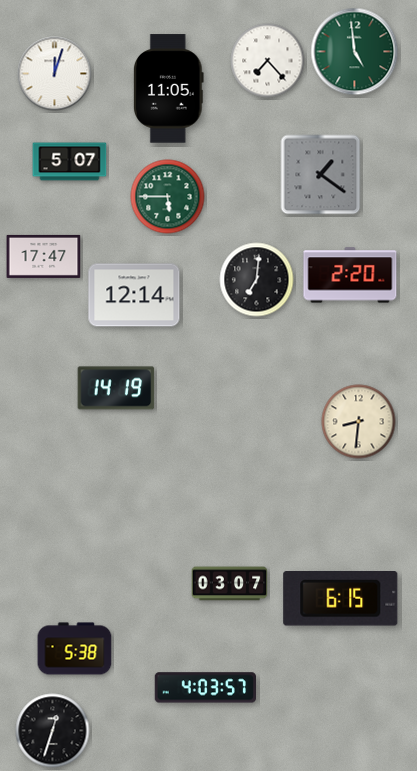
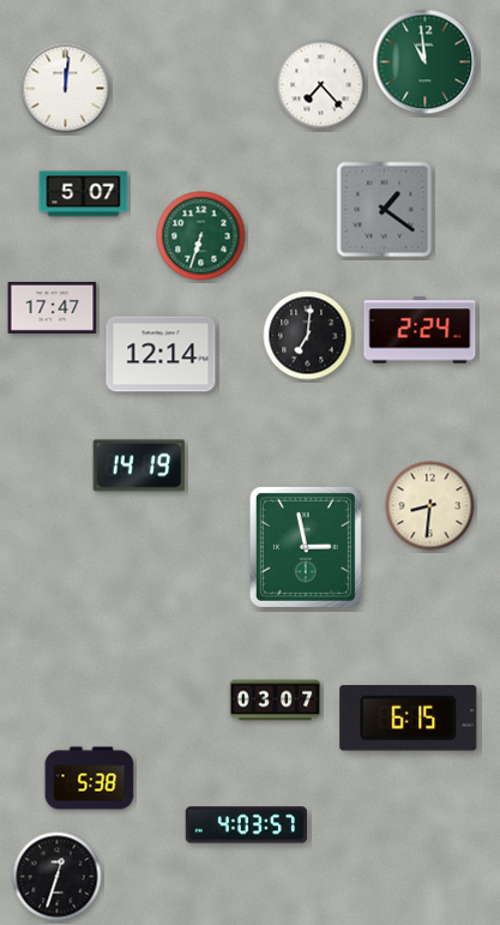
clock at (355, 52): 4:59 -> 10:59
clock at (268, 61) position: (268, 61) -> (321, 85)
clock at (55, 74): 12:03 -> 12:01
clock at (168, 89): 11:05 -> none
clock at (168, 197): 5:45 -> 6:33
clock at (350, 275): 2:20 -> 2:24
clock at (306, 547): none -> 2:58
clock at (53, 731) position: (53, 731) -> (58, 877)
